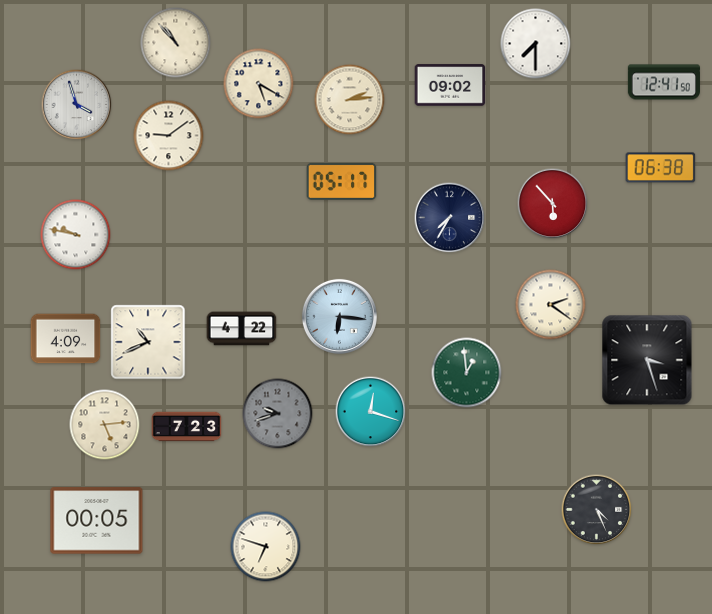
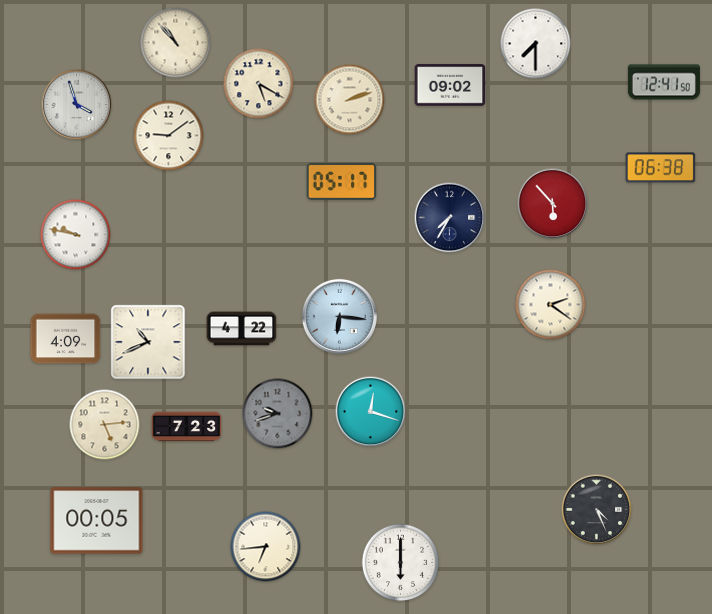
clock at (350, 100): 2:14 -> 2:12
clock at (647, 360): 3:27 -> none
clock at (467, 373): 12:59 -> none
clock at (266, 547): 6:48 -> 6:44
clock at (401, 563): none -> 6:00
